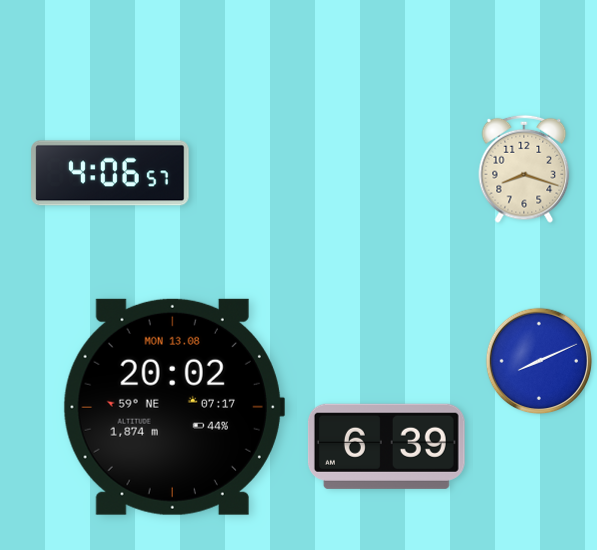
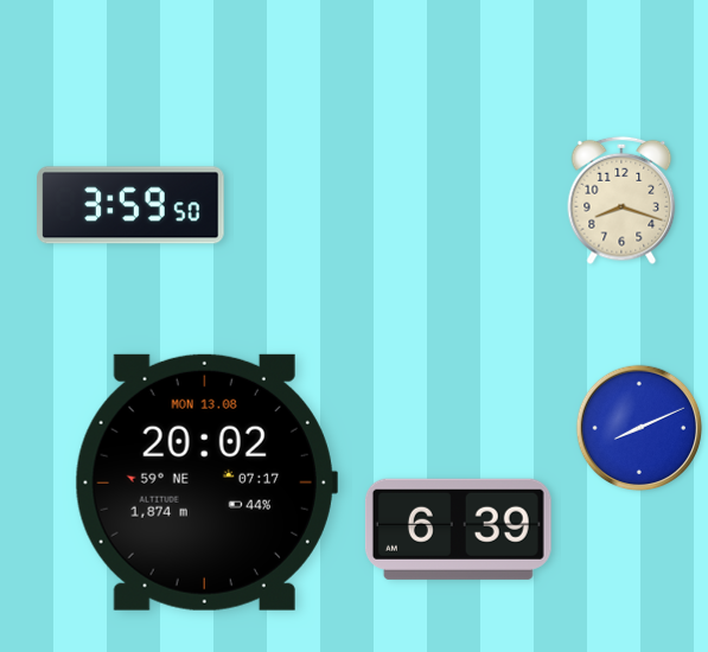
clock at (110, 173): 4:06 -> 3:59
